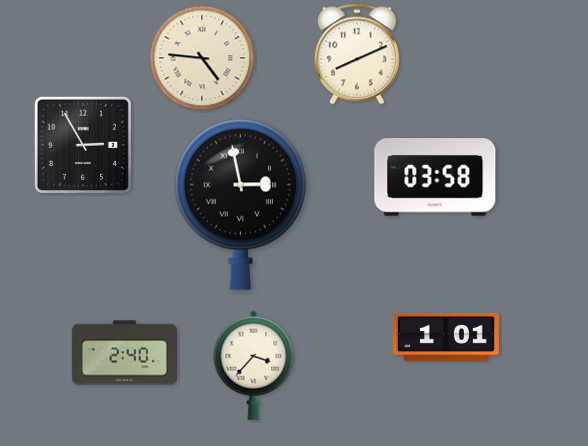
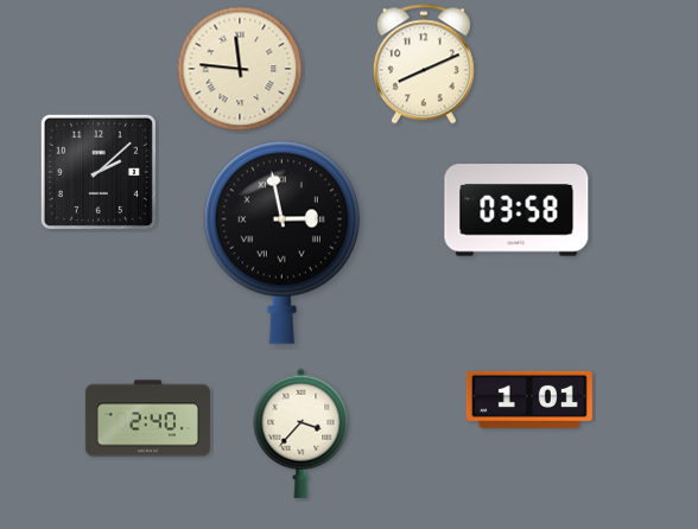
clock at (202, 58): 4:46 -> 11:46
clock at (83, 145): 2:55 -> 2:08
clock at (240, 204) position: (240, 204) -> (281, 242)
